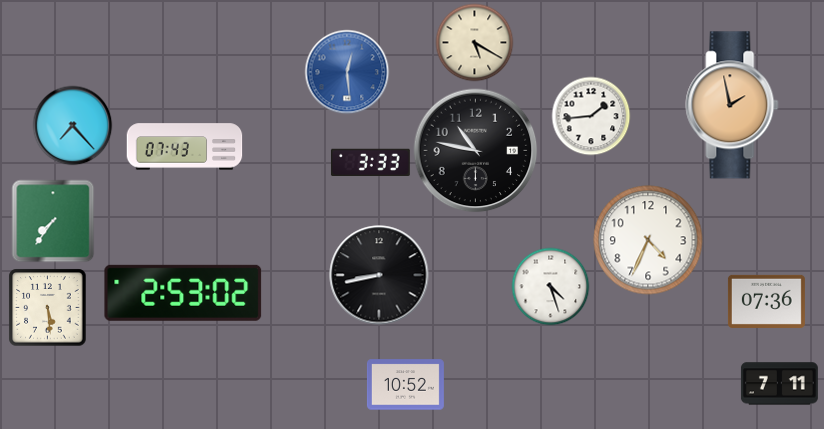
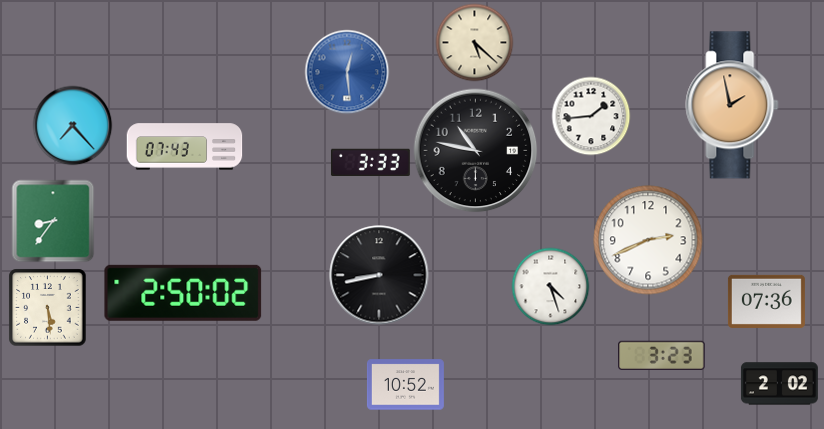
clock at (474, 42): 5:20 -> 5:22
clock at (53, 221): 7:36 -> 8:36
clock at (648, 240): 4:34 -> 2:41
clock at (183, 293): 2:53 -> 2:50
clock at (662, 355): none -> 3:23
clock at (779, 384): 7:11 -> 2:02
